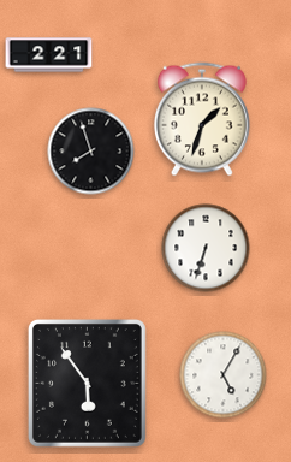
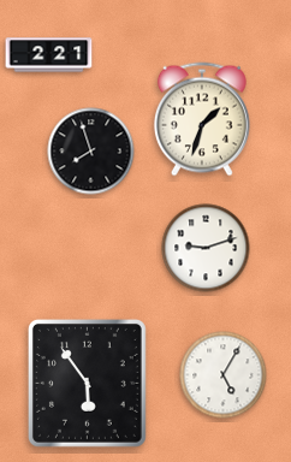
clock at (206, 248): 6:33 -> 9:12
